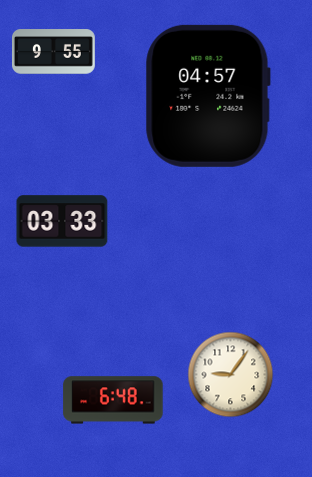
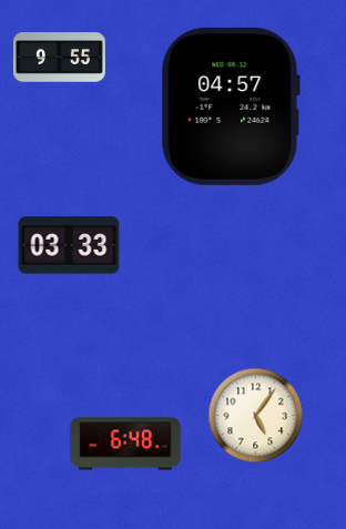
clock at (231, 375): 9:06 -> 5:06
